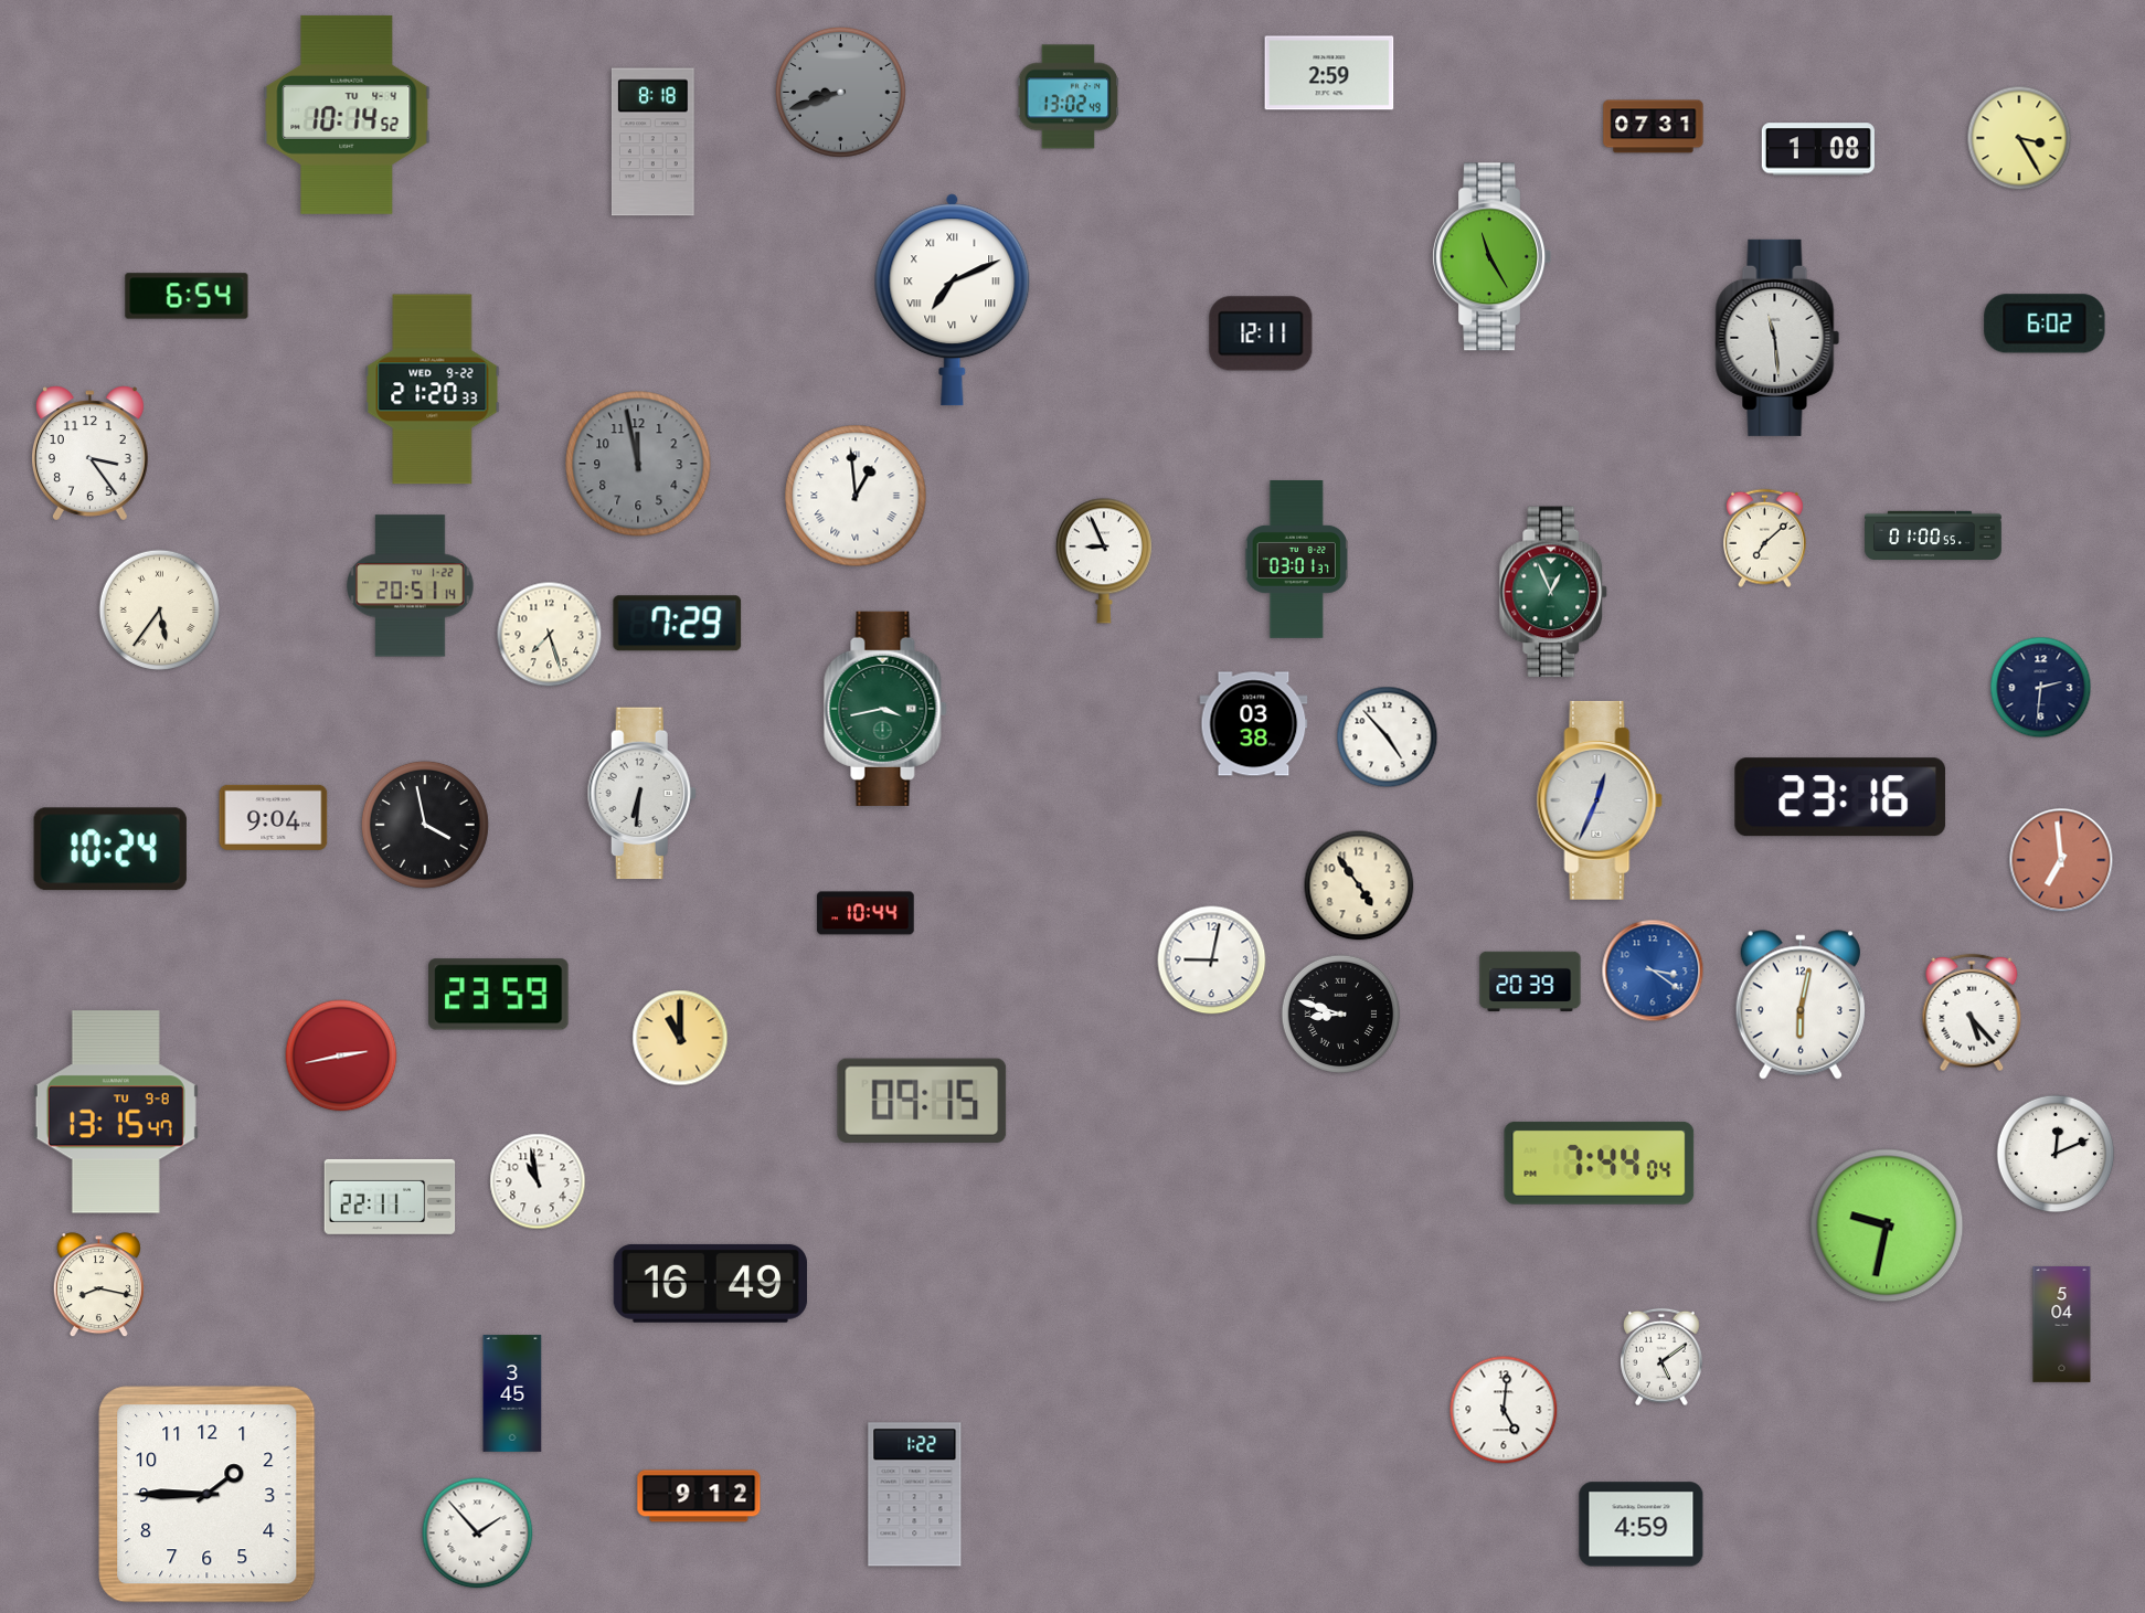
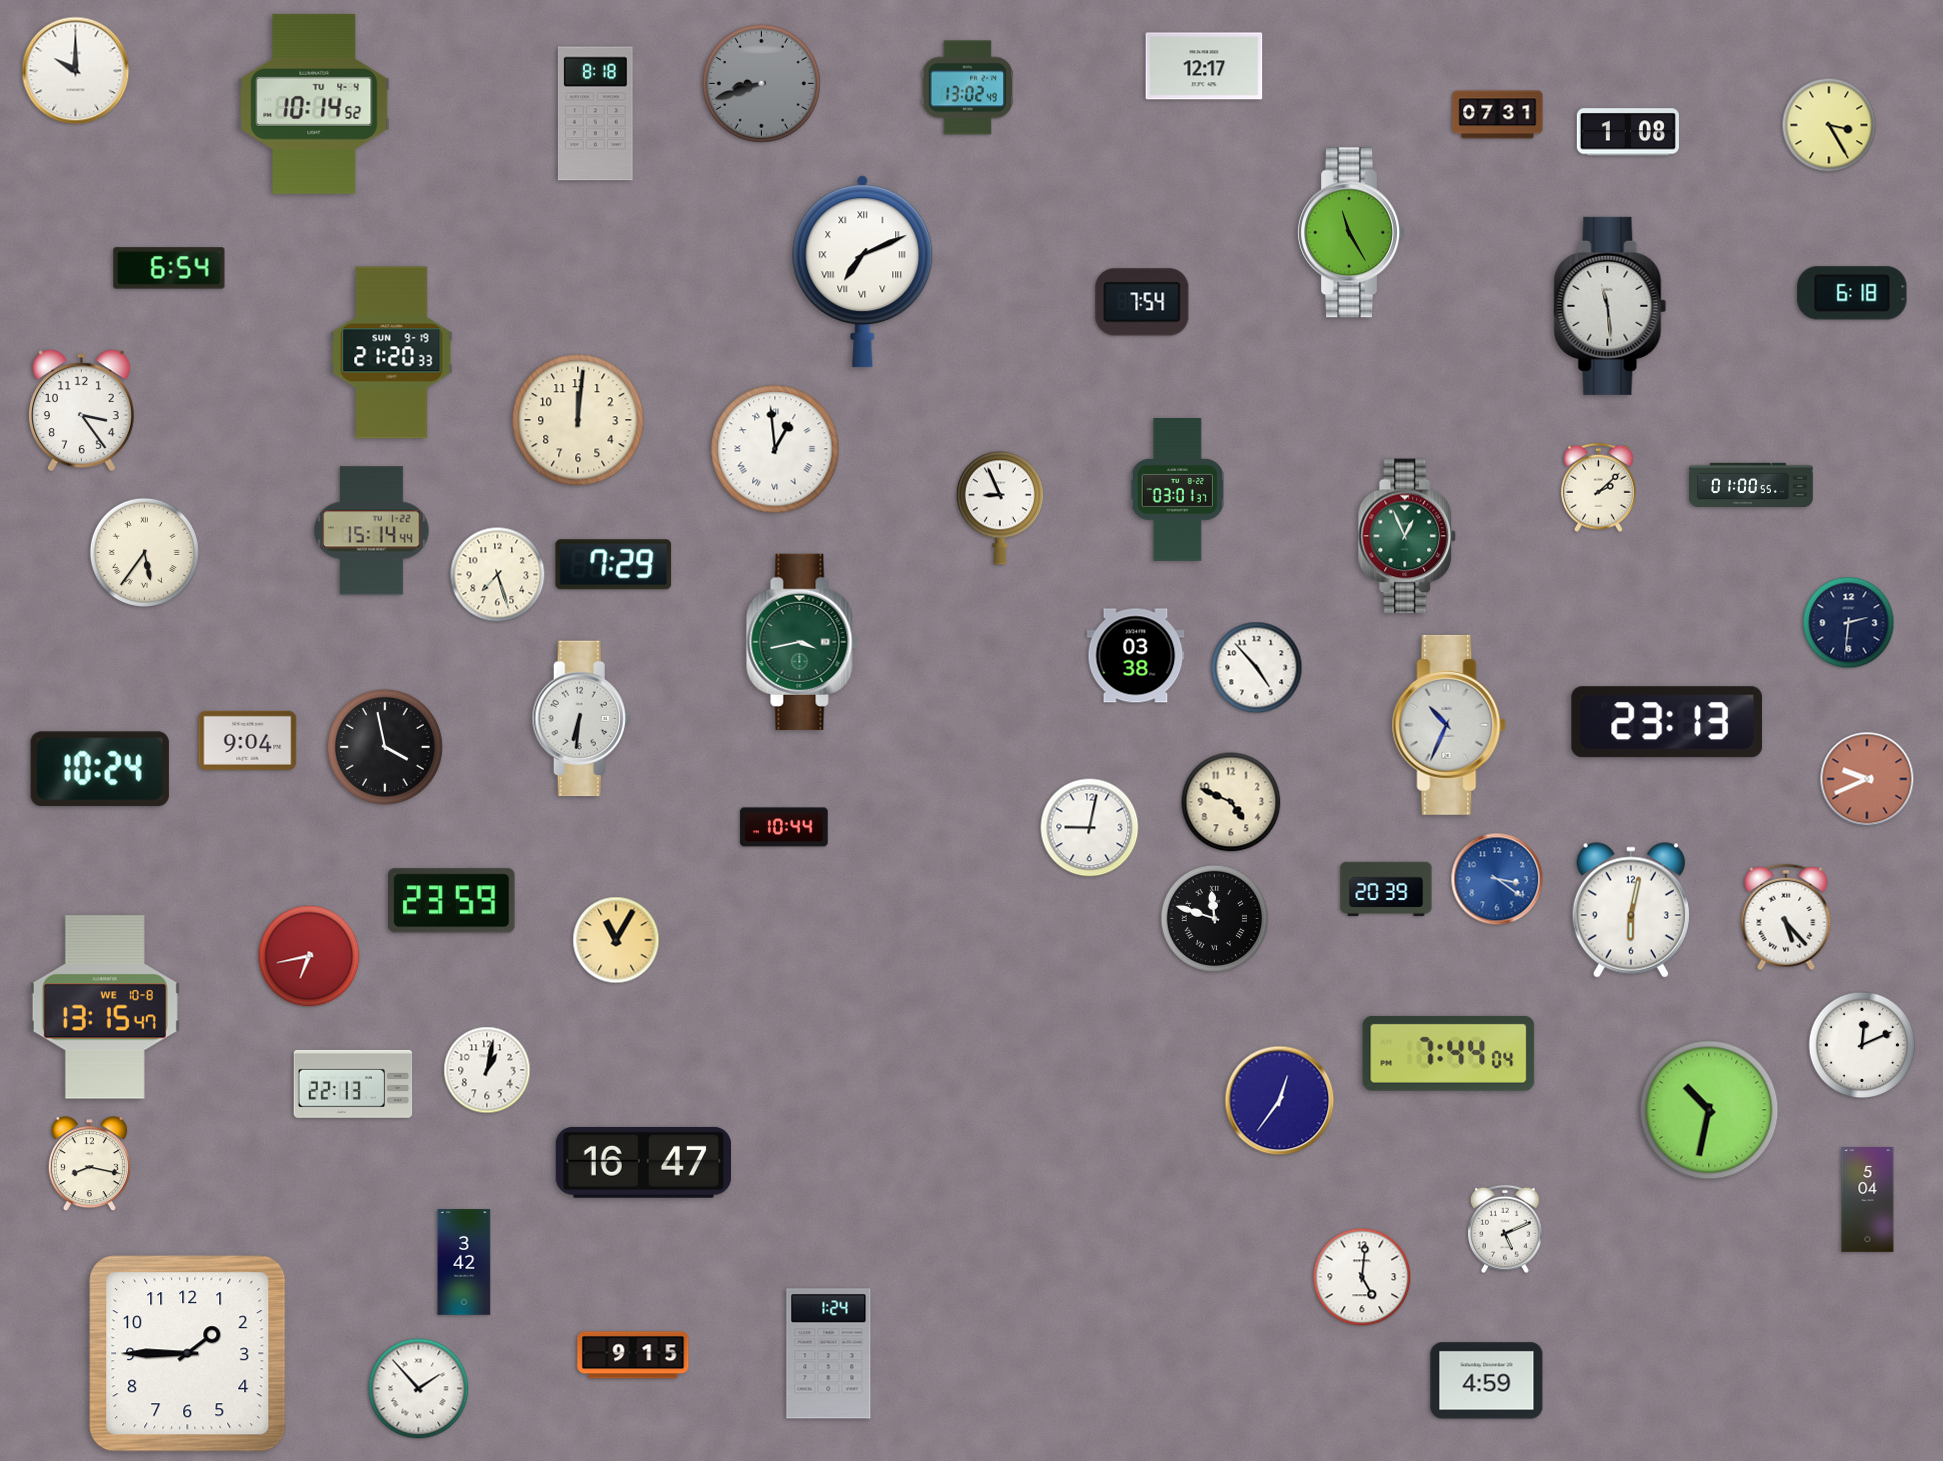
clock at (1329, 73): 2:59 -> 12:17
clock at (76, 71): none -> 10:00
clock at (652, 142) position: (652, 142) -> (595, 114)
clock at (1818, 149) position: (1818, 149) -> (1628, 132)
clock at (2045, 323): 6:02 -> 6:18
clock at (1261, 333): 12:11 -> 7:54
clock at (433, 390) date: WED 9-22 -> SUN 9-19
clock at (638, 464): 11:58 -> 12:01
clock at (638, 464) dial: grey -> cream
clock at (1764, 539): 7:08 -> 2:08
clock at (1296, 560) position: (1296, 560) -> (1177, 490)
clock at (411, 586): 20:51 -> 15:14
clock at (1840, 797): 23:16 -> 23:13
clock at (1600, 800): 12:34 -> 10:34
clock at (2061, 860): 6:59 -> 9:41
clock at (1359, 885): 4:54 -> 4:49
clock at (1212, 961) position: (1212, 961) -> (1090, 828)
clock at (1341, 1015): 8:48 -> 11:48
clock at (680, 1038): 11:00 -> 11:05
clock at (341, 1055): 2:43 -> 6:43
clock at (922, 1101): 09:15 -> none
clock at (116, 1112) date: TU 9-8 -> WE 10-8
clock at (538, 1181): 10:58 -> 1:02
clock at (390, 1197): 22:11 -> 22:13
clock at (1280, 1101): none -> 12:36
clock at (1887, 1225): 9:32 -> 10:32
clock at (710, 1283): 16:49 -> 16:47
clock at (1663, 1357): 5:09 -> 5:11
clock at (512, 1393): 3:45 -> 3:42
clock at (915, 1495): 1:22 -> 1:24
clock at (699, 1496): 9:12 -> 9:15
clock at (478, 1534) position: (478, 1534) -> (419, 1389)
